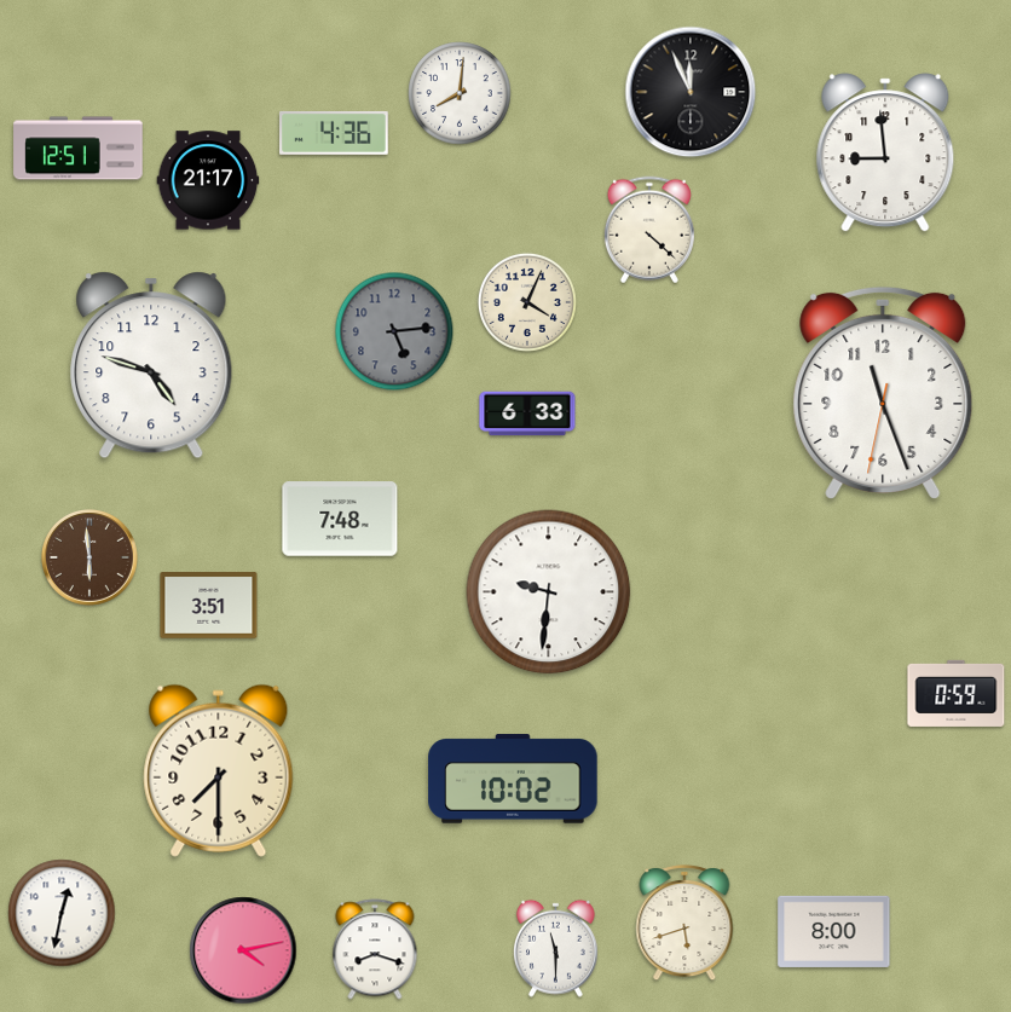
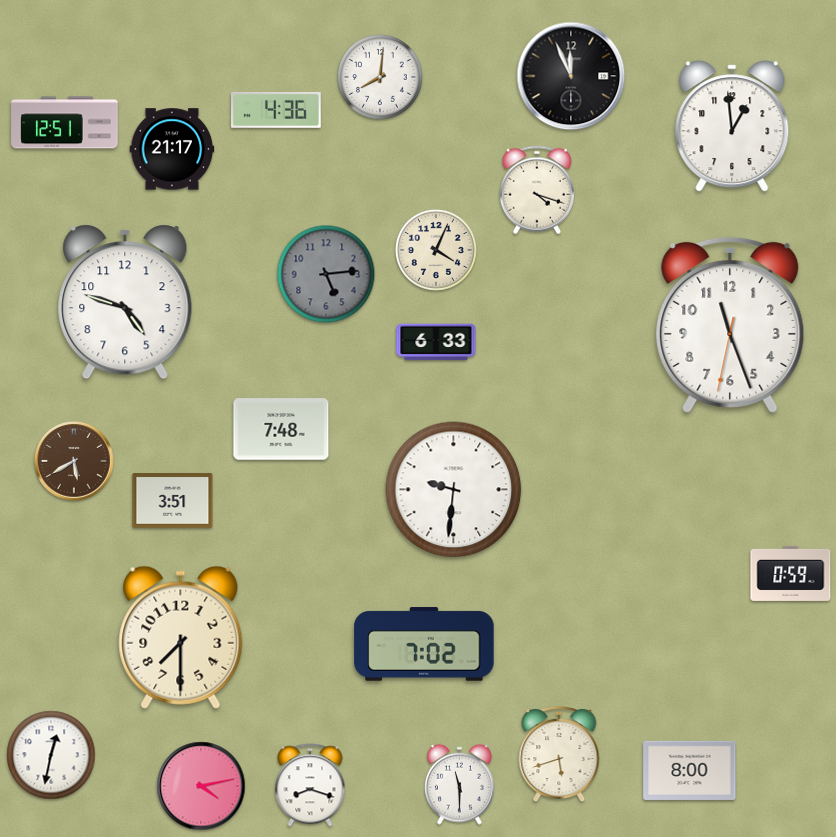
clock at (885, 152): 8:59 -> 12:59
clock at (649, 230): 4:22 -> 4:18
clock at (91, 559): 5:59 -> 5:40
clock at (513, 779): 10:02 -> 7:02
clock at (684, 923) position: (684, 923) -> (559, 754)
